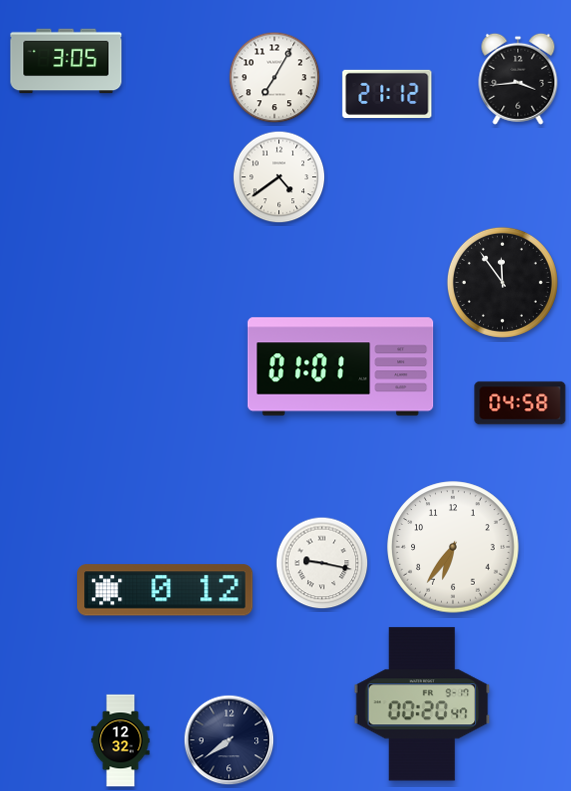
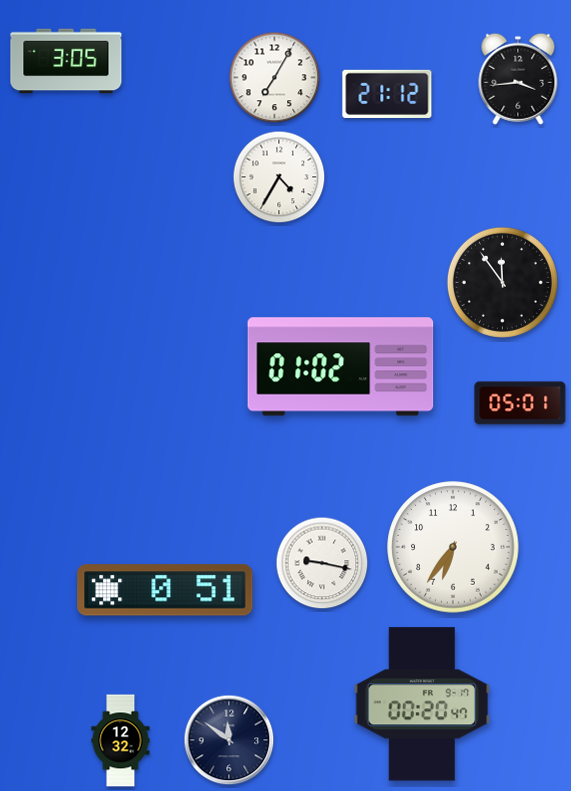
clock at (279, 177): 4:39 -> 4:35
clock at (341, 367): 01:01 -> 01:02
clock at (520, 403): 04:58 -> 05:01
clock at (165, 590): 0:12 -> 0:51
clock at (229, 740): 7:39 -> 11:51
